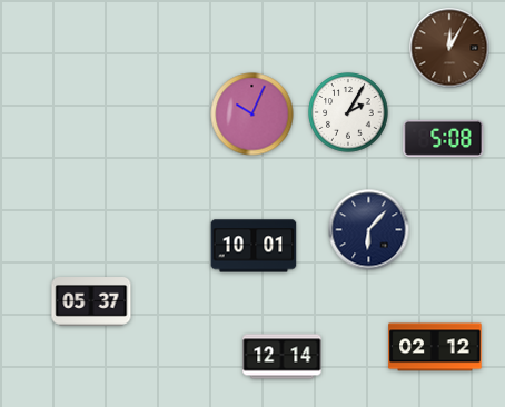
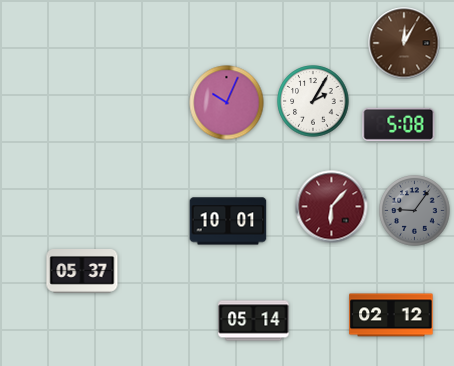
clock at (369, 230) dial: navy -> burgundy
clock at (415, 211): none -> 9:06
clock at (435, 347) position: (435, 347) -> (391, 315)
clock at (283, 357): 12:14 -> 05:14
